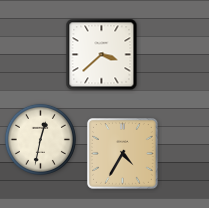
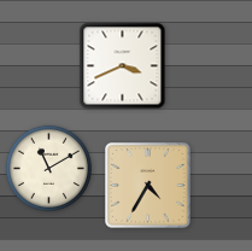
clock at (102, 55): 3:38 -> 3:41
clock at (40, 139): 12:32 -> 11:10
